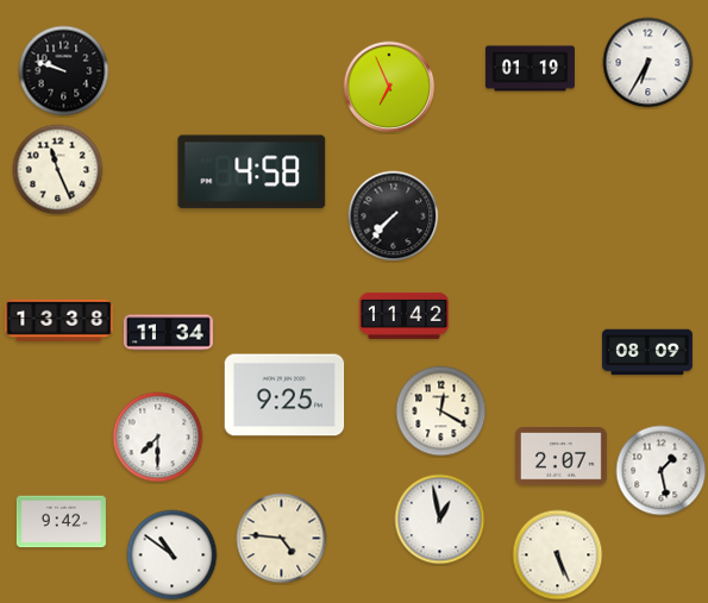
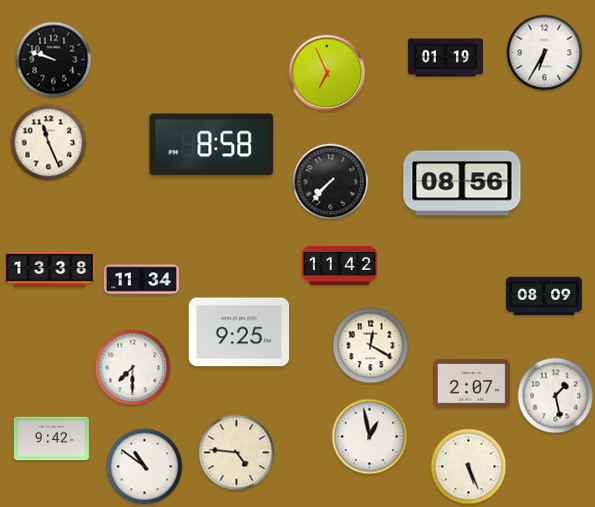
clock at (252, 172): 4:58 -> 8:58
clock at (462, 183): none -> 08:56
